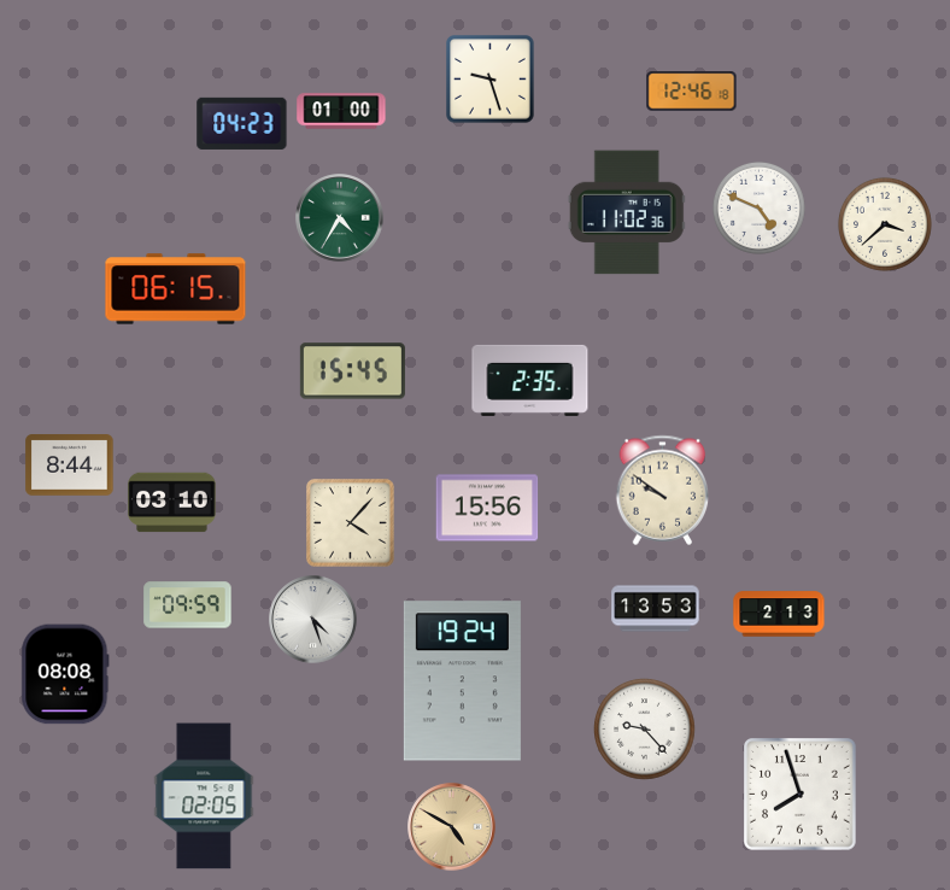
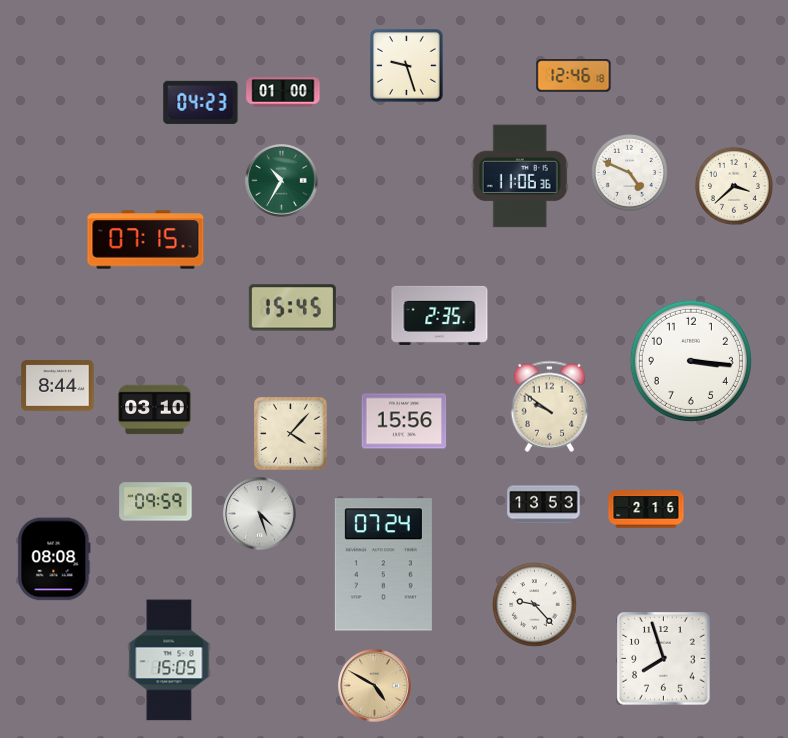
clock at (627, 212): 11:02 -> 11:06
clock at (340, 218): 4:35 -> 10:35
clock at (176, 289): 06:15 -> 07:15
clock at (691, 361): none -> 3:16
clock at (172, 503) position: (172, 503) -> (155, 410)
clock at (779, 614): 2:13 -> 2:16
clock at (462, 681): 19:24 -> 07:24
clock at (204, 796): 02:05 -> 15:05
